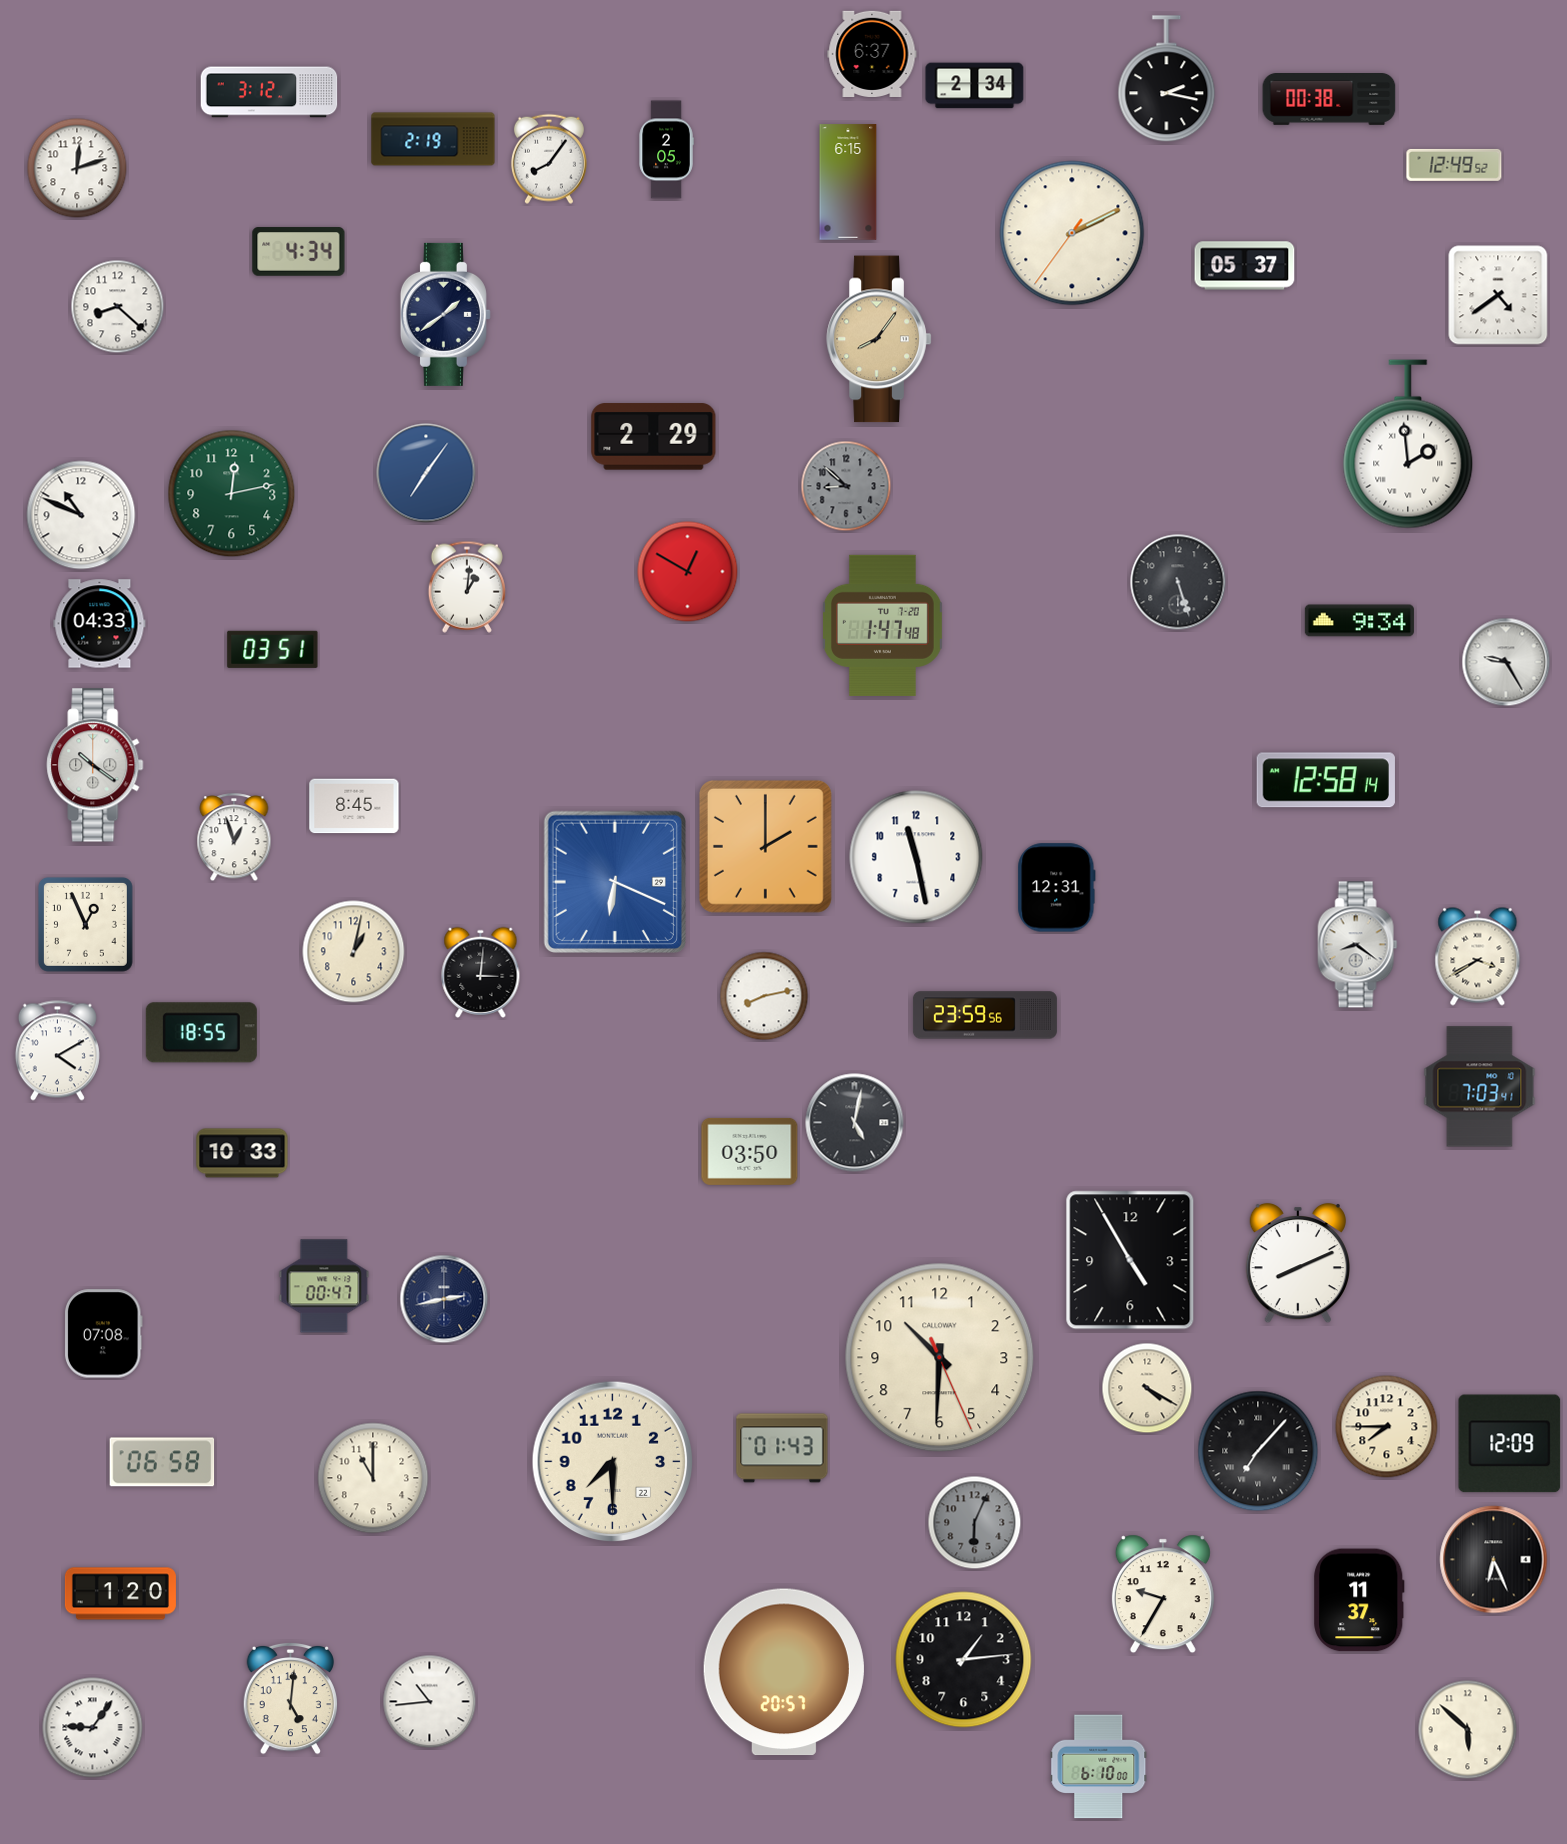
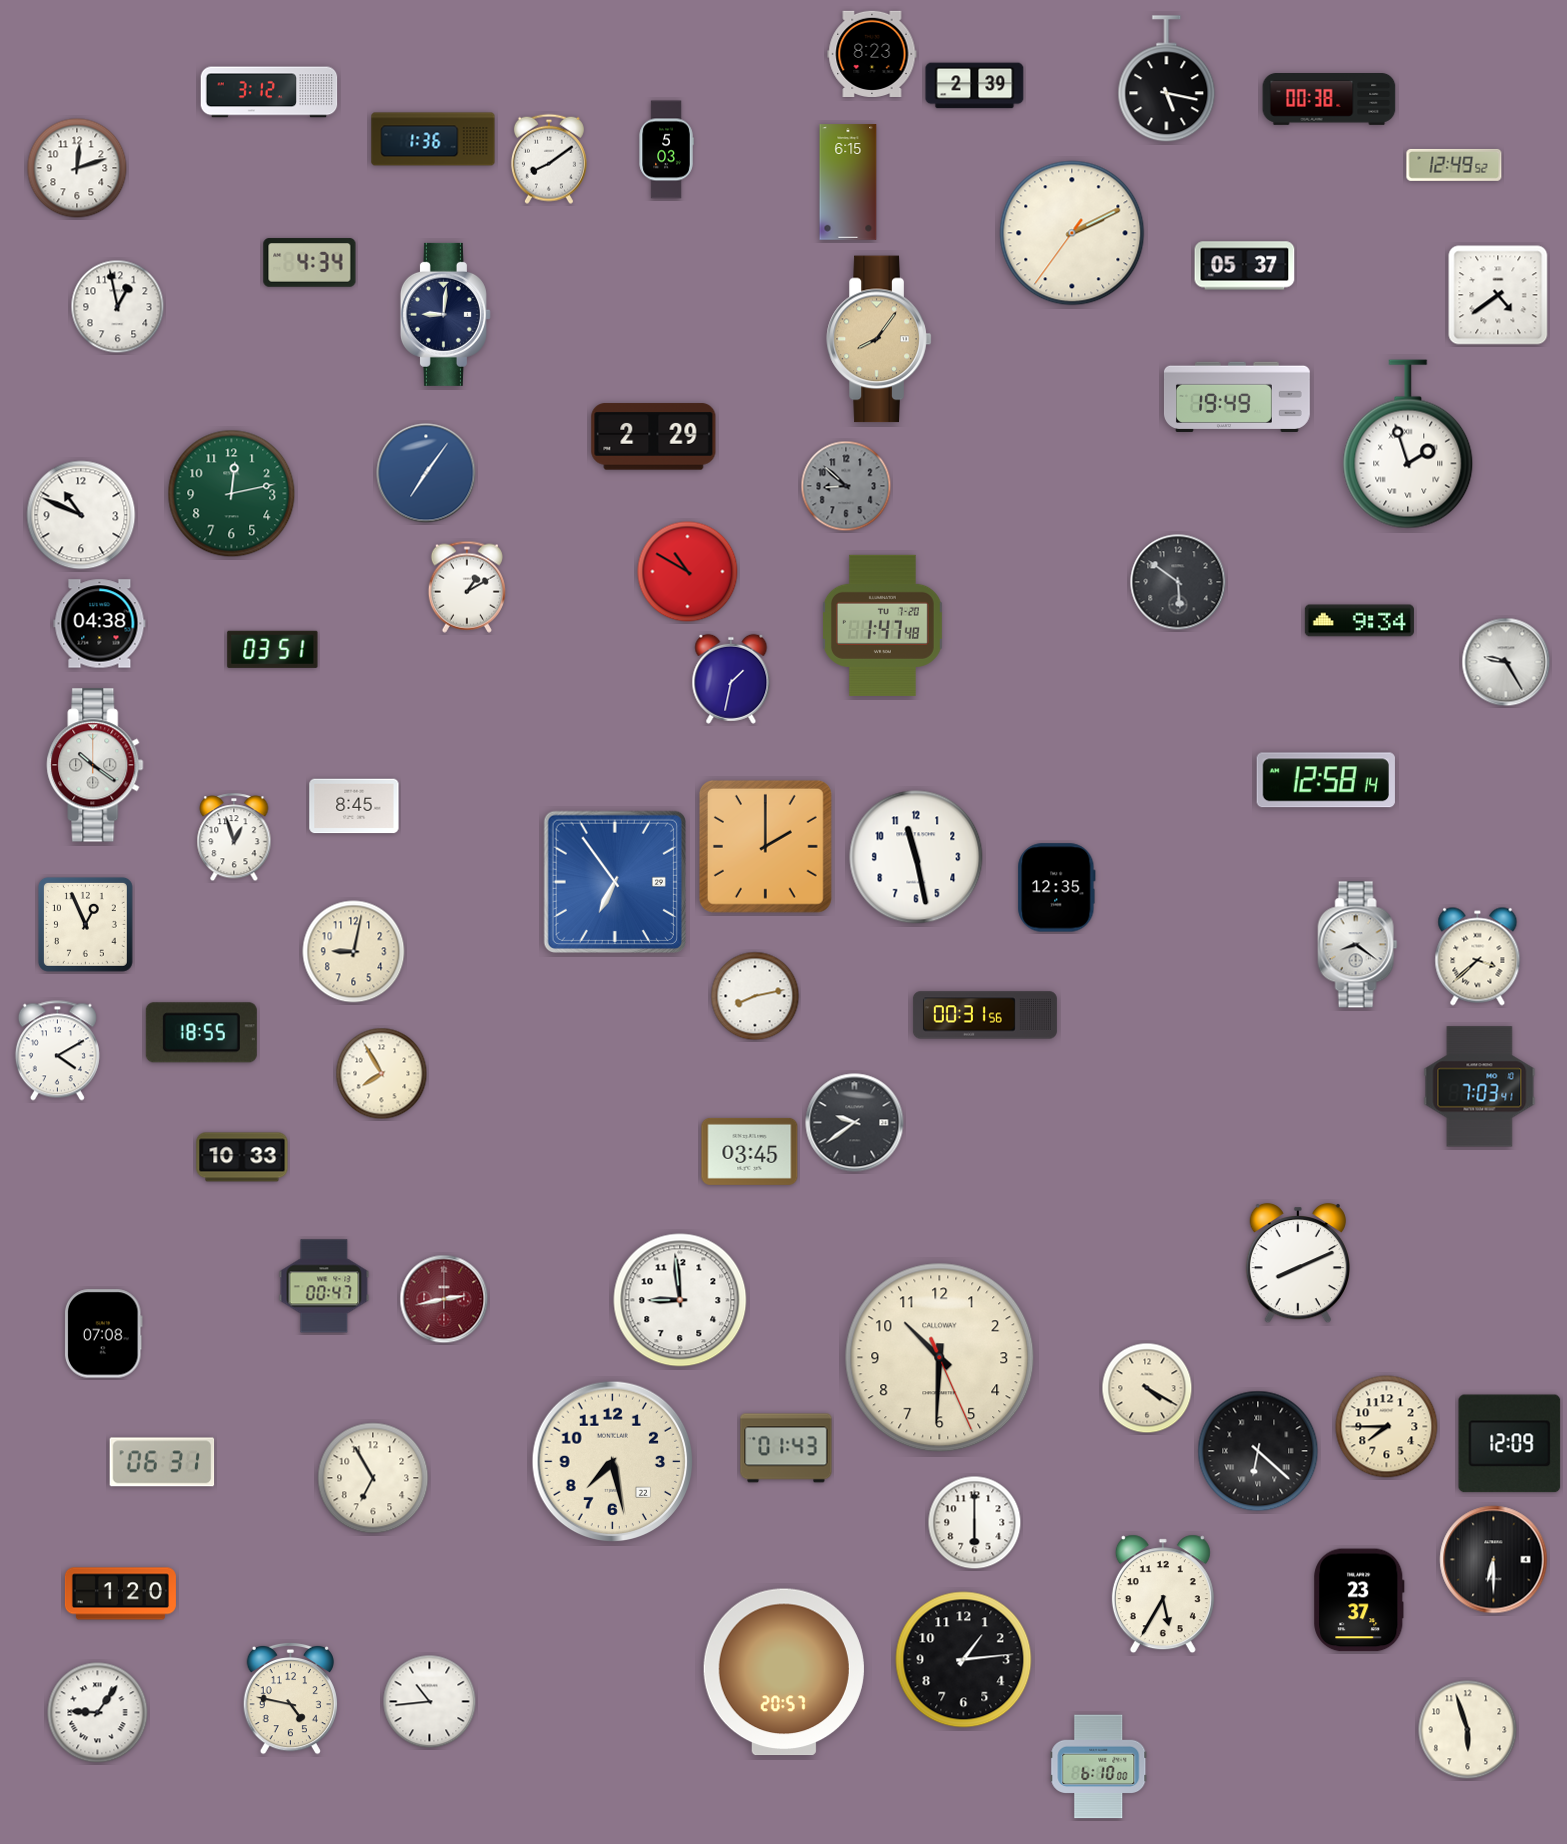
clock at (872, 53): 6:37 -> 8:23
clock at (1167, 79): 2:17 -> 5:17
clock at (975, 86): 2:34 -> 2:39
clock at (433, 139): 2:19 -> 1:36
clock at (666, 150): 2:05 -> 5:03
clock at (549, 159): 8:06 -> 8:09
clock at (299, 252) position: (299, 252) -> (310, 263)
clock at (118, 307): 8:22 -> 12:58
clock at (445, 314): 1:39 -> 9:01
clock at (1237, 397): none -> 19:49
clock at (1408, 444): 1:59 -> 1:57
clock at (688, 572): 12:50 -> 10:50
clock at (1178, 582): 5:27 -> 5:51
clock at (467, 587): 1:01 -> 1:10
clock at (100, 624): 04:33 -> 04:38
clock at (731, 679): none -> 1:32
clock at (615, 882): 6:19 -> 6:54
clock at (1057, 888): 12:31 -> 12:35
clock at (354, 952): 1:02 -> 9:02
clock at (1478, 957): 3:40 -> 3:38
clock at (481, 972): 3:01 -> none
clock at (764, 996) position: (764, 996) -> (755, 996)
clock at (985, 1015): 23:59 -> 00:31
clock at (382, 1074): none -> 7:55
clock at (855, 1123): 5:02 -> 9:39
clock at (750, 1151): 03:50 -> 03:45
clock at (242, 1153) position: (242, 1153) -> (242, 1157)
clock at (1130, 1260): 4:55 -> none
clock at (444, 1299) dial: navy -> burgundy
clock at (680, 1300): none -> 8:59
clock at (782, 1448) position: (782, 1448) -> (786, 1448)
clock at (1258, 1451): 7:07 -> 6:22
clock at (162, 1462): 06:58 -> 06:31
clock at (613, 1462): 7:30 -> 7:28
clock at (373, 1478): 11:00 -> 6:55
clock at (975, 1523): 6:04 -> 6:00
clock at (975, 1523) dial: grey -> white
clock at (1494, 1560): 6:26 -> 6:30
clock at (1163, 1594): 9:35 -> 5:35
clock at (1359, 1600): 11:37 -> 23:37
clock at (290, 1698): 5:01 -> 4:47
clock at (93, 1728) position: (93, 1728) -> (98, 1713)
clock at (1468, 1730): 5:52 -> 5:57
